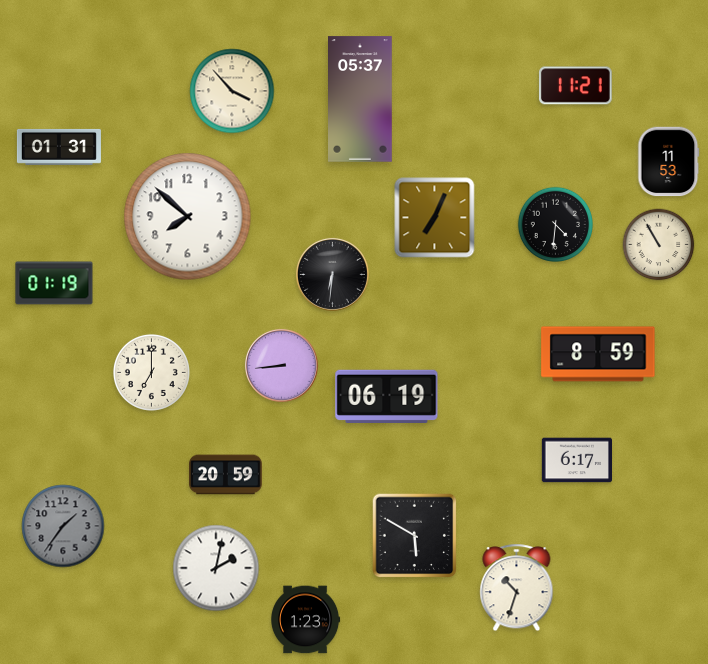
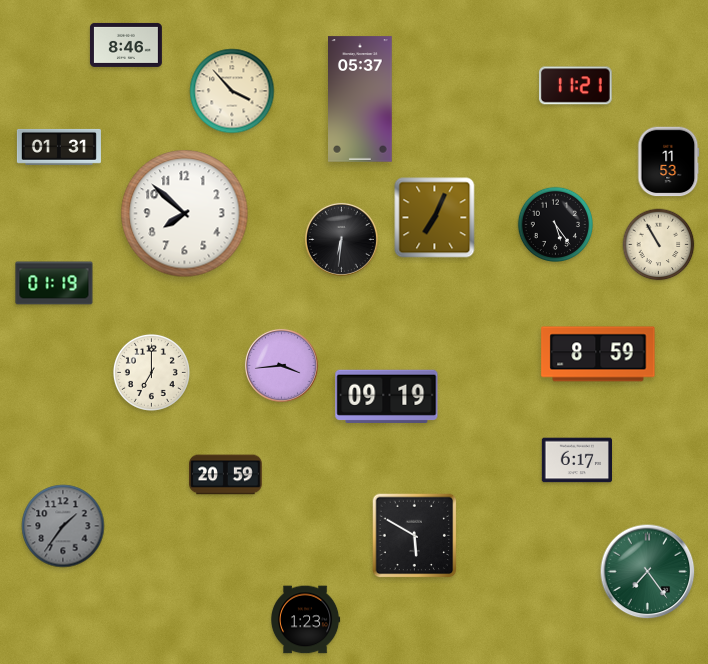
clock at (126, 45): none -> 8:46
clock at (188, 217) position: (188, 217) -> (185, 214)
clock at (555, 224): 4:31 -> 5:24
clock at (332, 274) position: (332, 274) -> (341, 239)
clock at (281, 365): 8:44 -> 3:44
clock at (387, 396): 06:19 -> 09:19
clock at (216, 568): 2:02 -> none
clock at (648, 572): none -> 7:24
clock at (517, 588): 10:33 -> none
